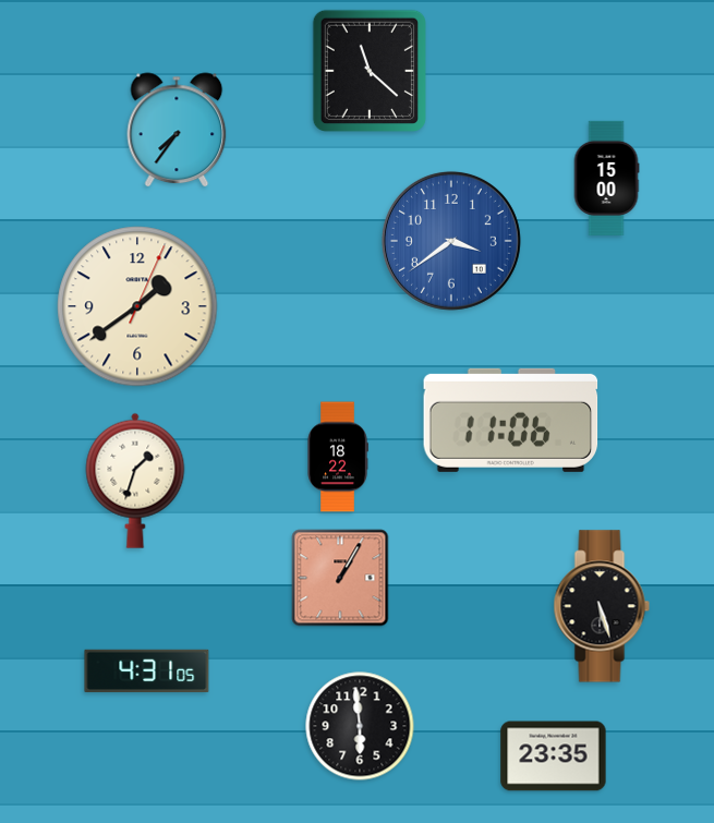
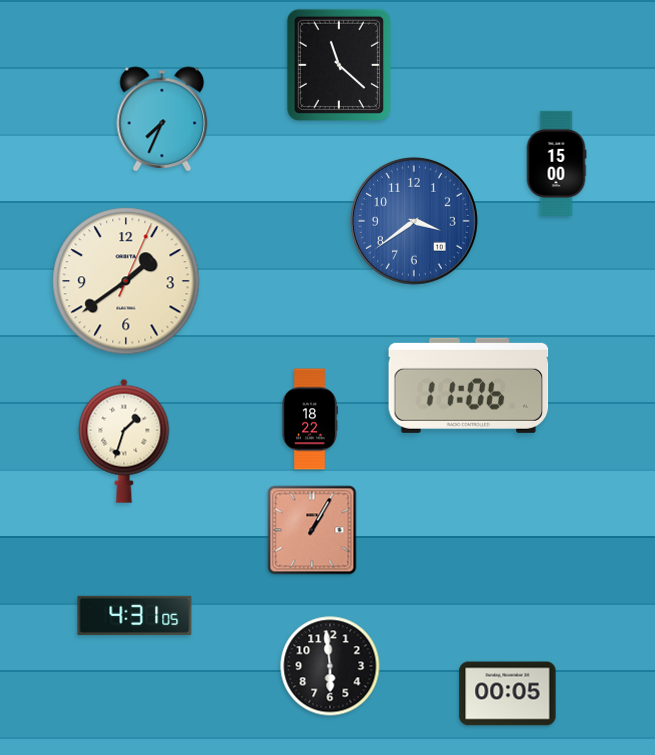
clock at (177, 130): 7:36 -> 7:34
clock at (602, 606): 5:27 -> none
clock at (554, 757): 23:35 -> 00:05
